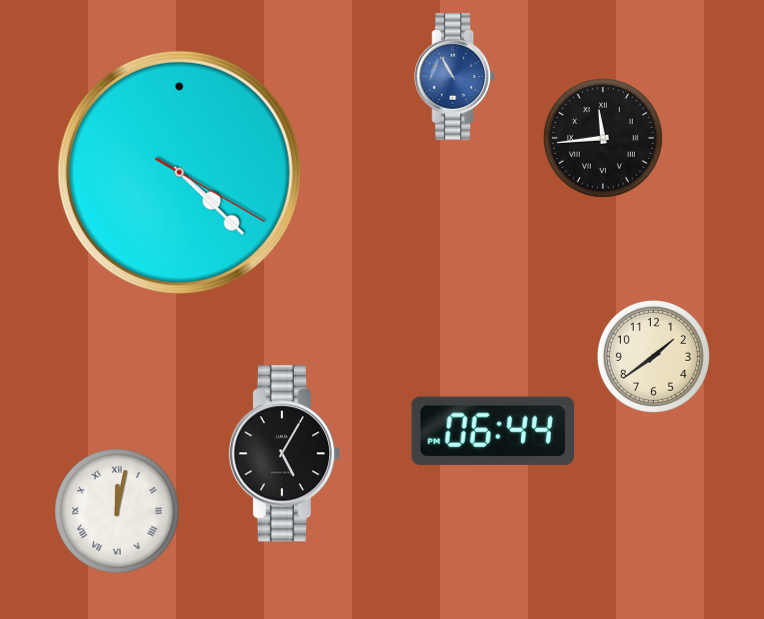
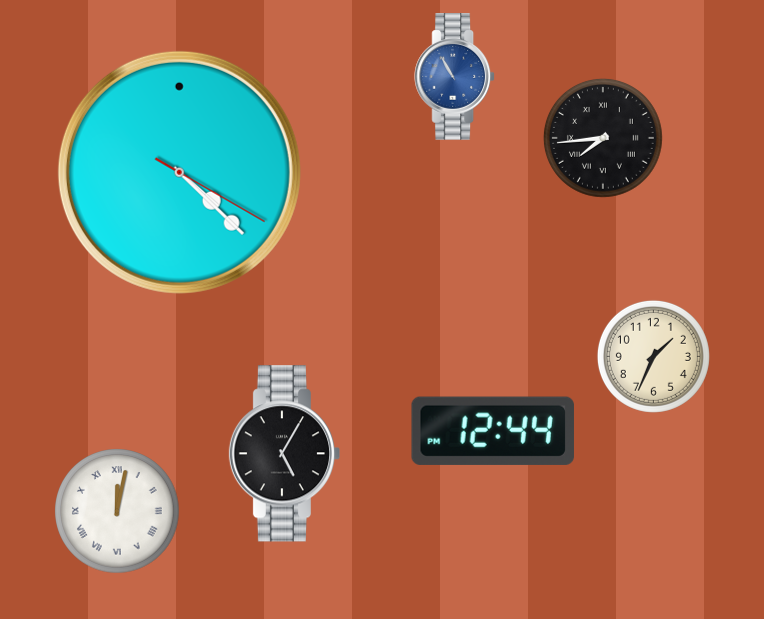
clock at (603, 138): 11:44 -> 7:44
clock at (653, 356): 1:39 -> 1:34
clock at (492, 431): 06:44 -> 12:44
